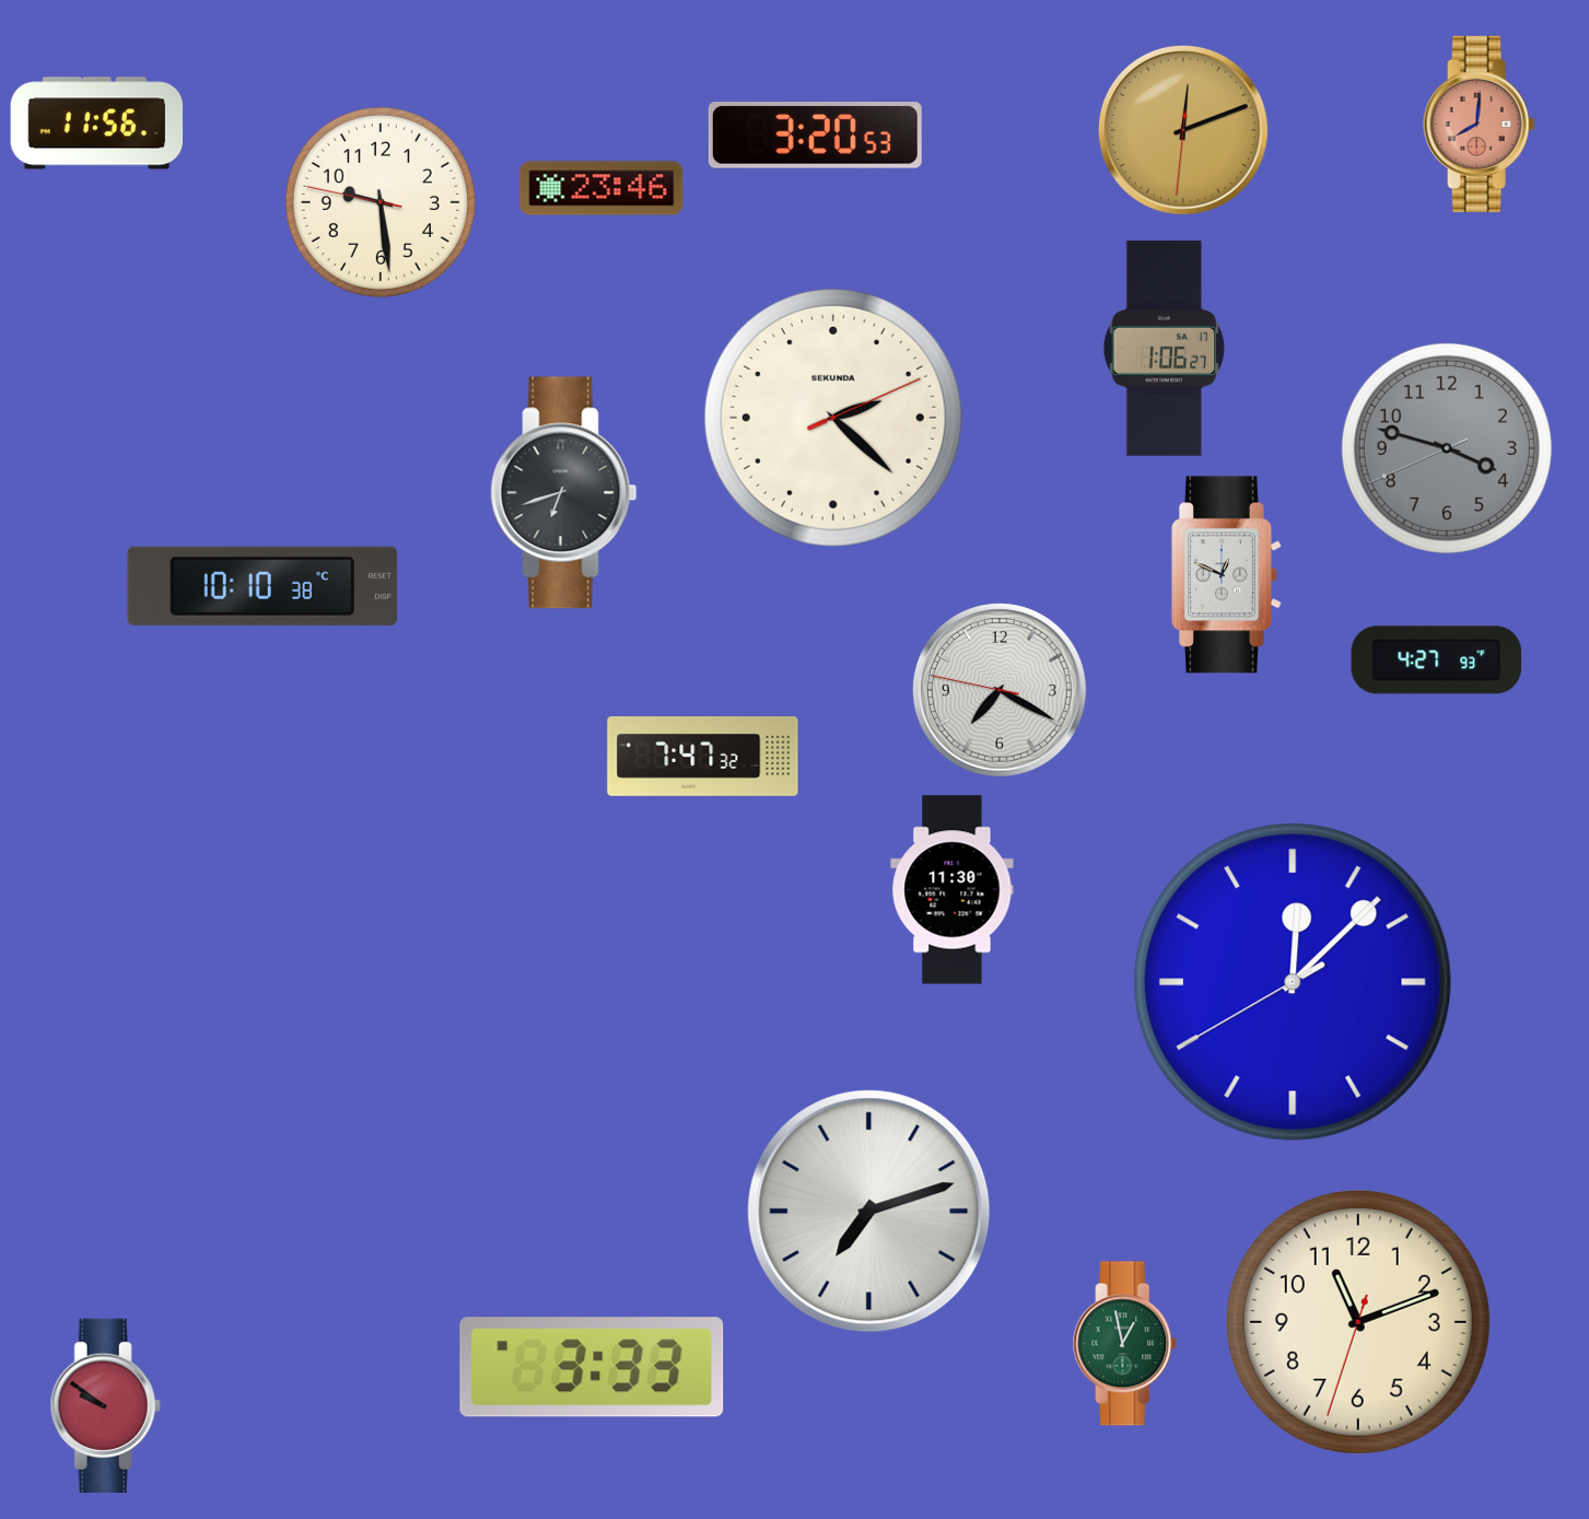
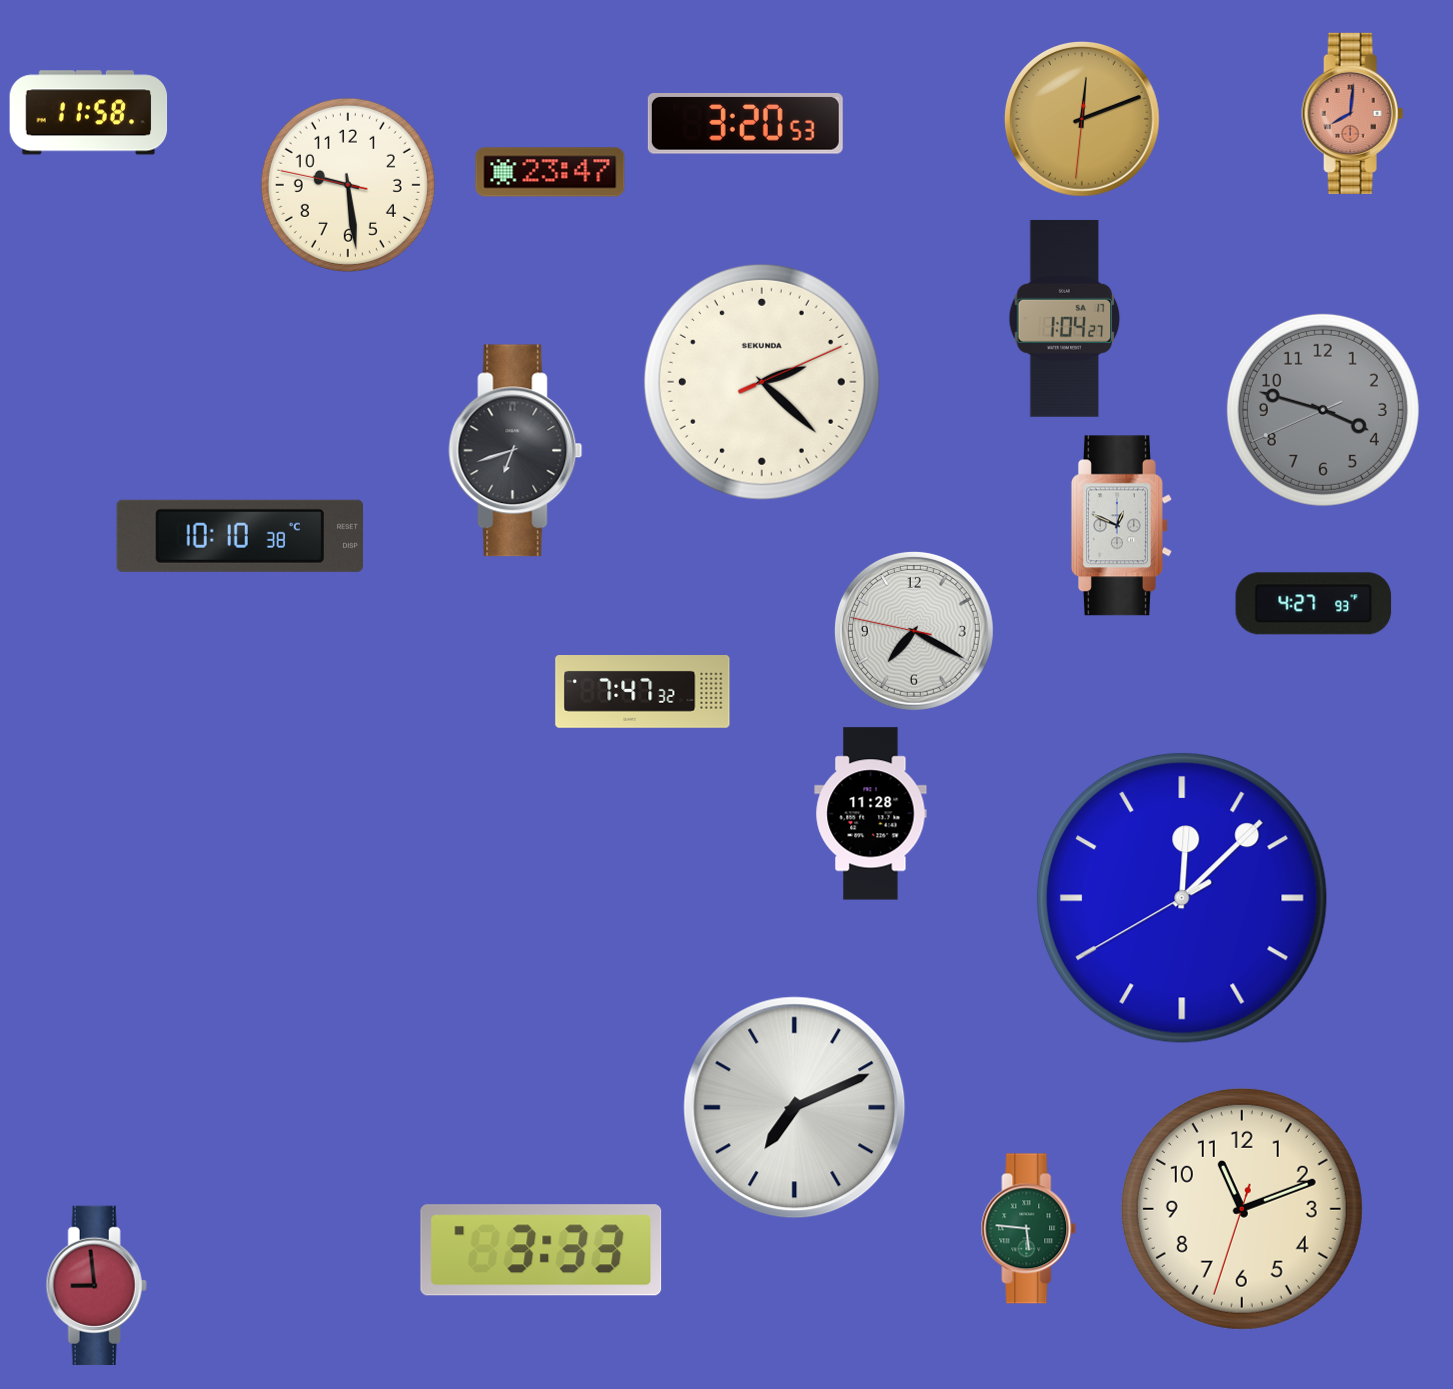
clock at (97, 124): 11:56 -> 11:58
clock at (601, 188): 23:46 -> 23:47
clock at (1165, 348): 1:06 -> 1:04
clock at (953, 890): 11:30 -> 11:28
clock at (869, 1212): 7:12 -> 7:11
clock at (1125, 1344): 12:58 -> 5:46
clock at (105, 1405): 9:51 -> 8:59
